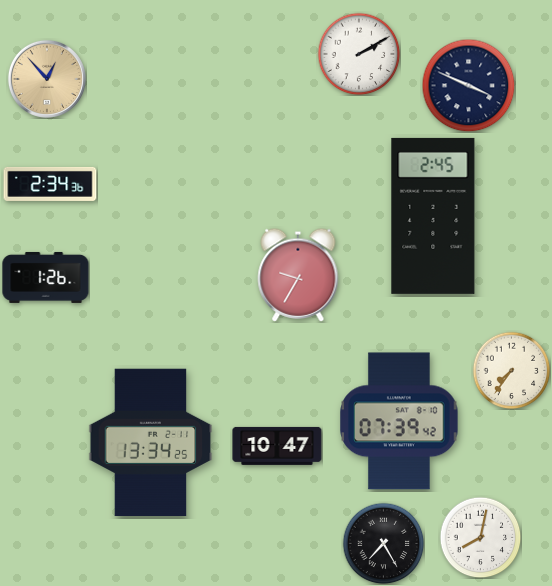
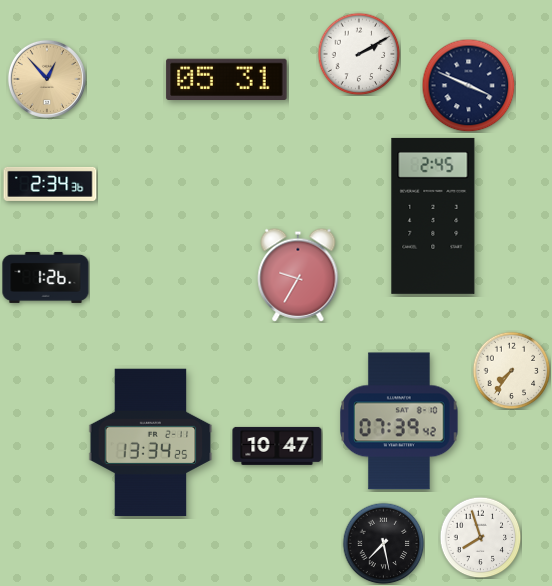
clock at (227, 80): none -> 05:31
clock at (480, 537): 8:02 -> 7:57
clock at (383, 543): 7:25 -> 7:28
